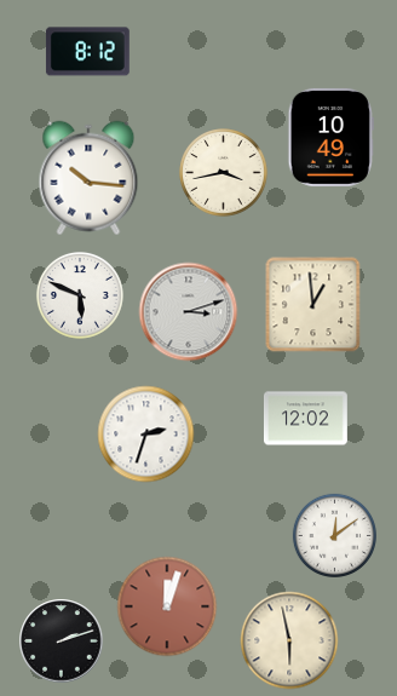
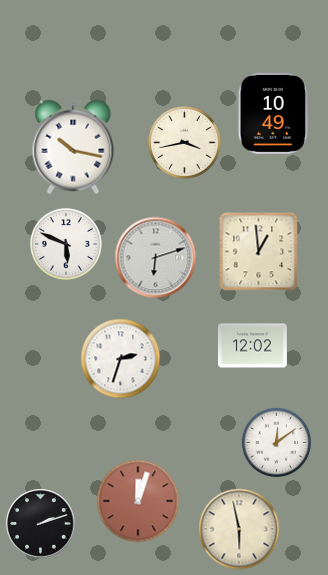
clock at (87, 52): 8:12 -> none
clock at (88, 178): 10:16 -> 10:17
clock at (189, 312): 3:12 -> 6:12
clock at (62, 642) position: (62, 642) -> (41, 524)
